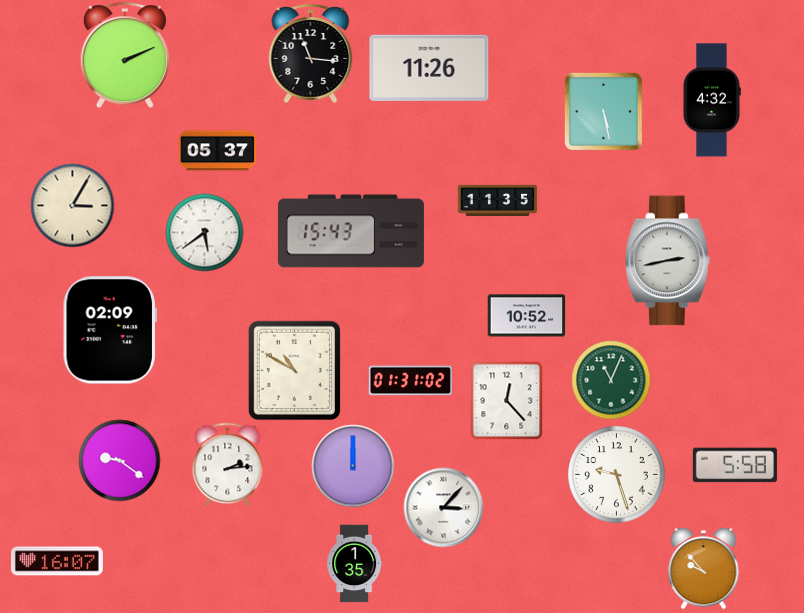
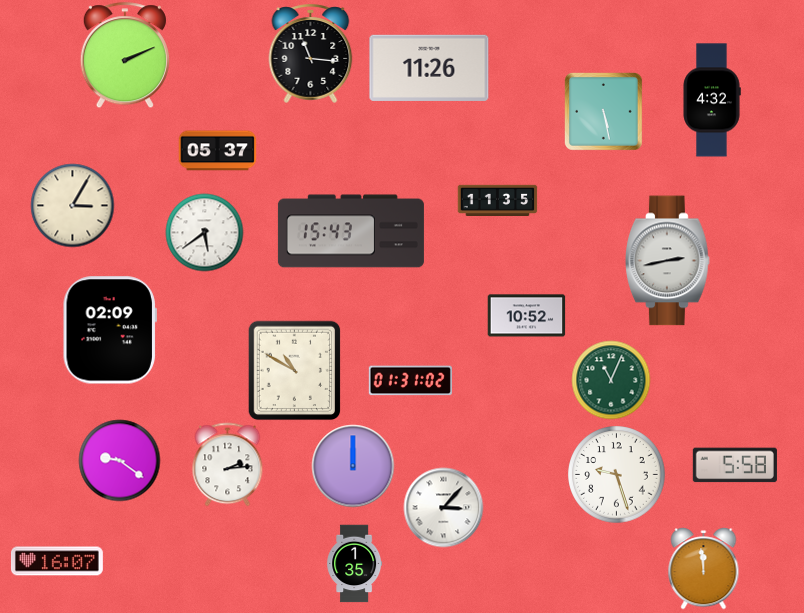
clock at (507, 400): 12:23 -> none
clock at (704, 568): 9:53 -> 11:59
